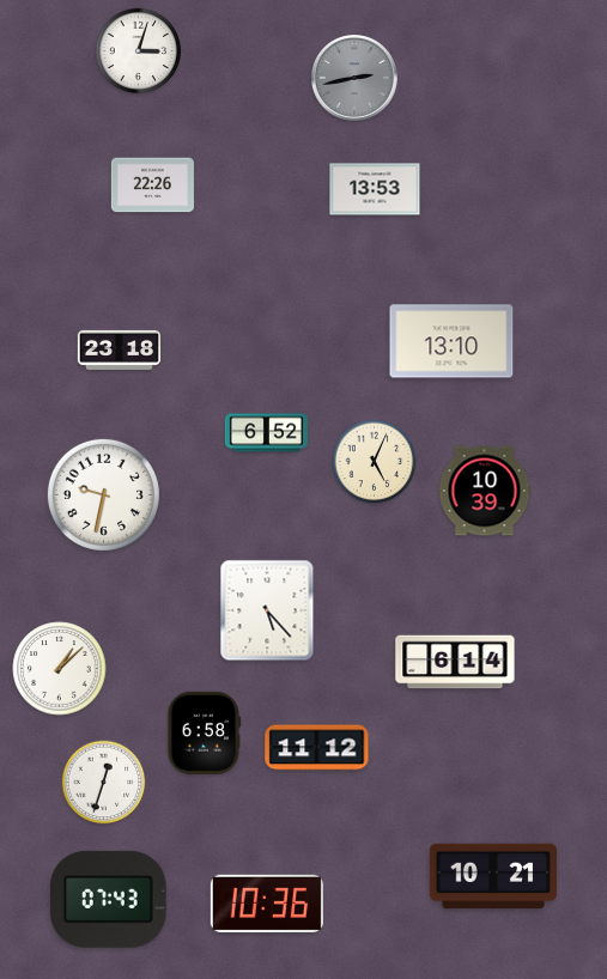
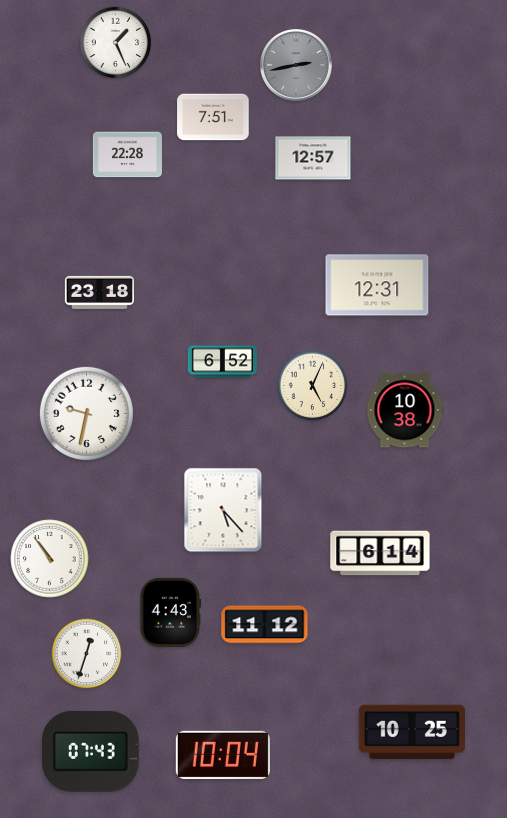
clock at (139, 51): 3:03 -> 1:26
clock at (213, 117): none -> 7:51
clock at (152, 186): 22:26 -> 22:28
clock at (375, 189): 13:53 -> 12:57
clock at (451, 341): 13:10 -> 12:31
clock at (485, 491): 10:39 -> 10:38
clock at (60, 669): 1:08 -> 10:54
clock at (205, 732): 6:58 -> 4:43
clock at (492, 876): 10:21 -> 10:25
clock at (267, 904): 10:36 -> 10:04
